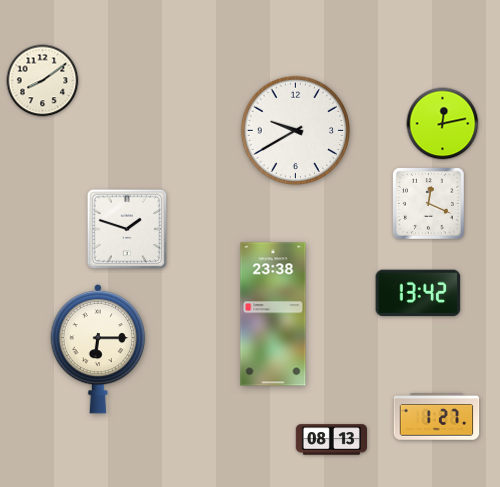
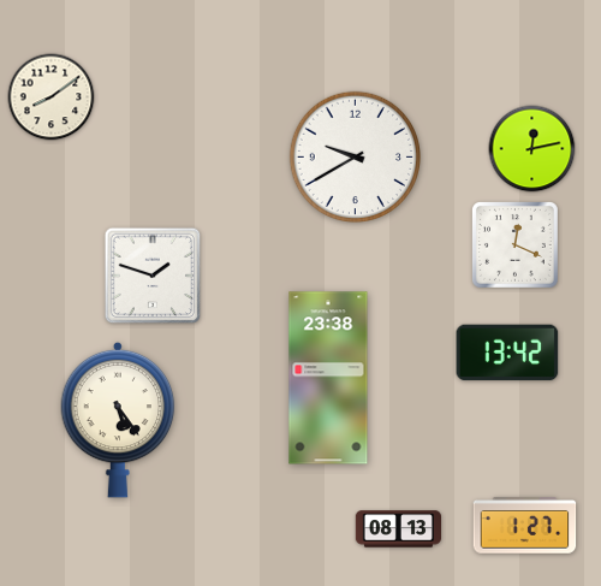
clock at (418, 293) position: (418, 293) -> (507, 353)
clock at (98, 349): 6:15 -> 5:24
clock at (437, 417) position: (437, 417) -> (525, 526)
